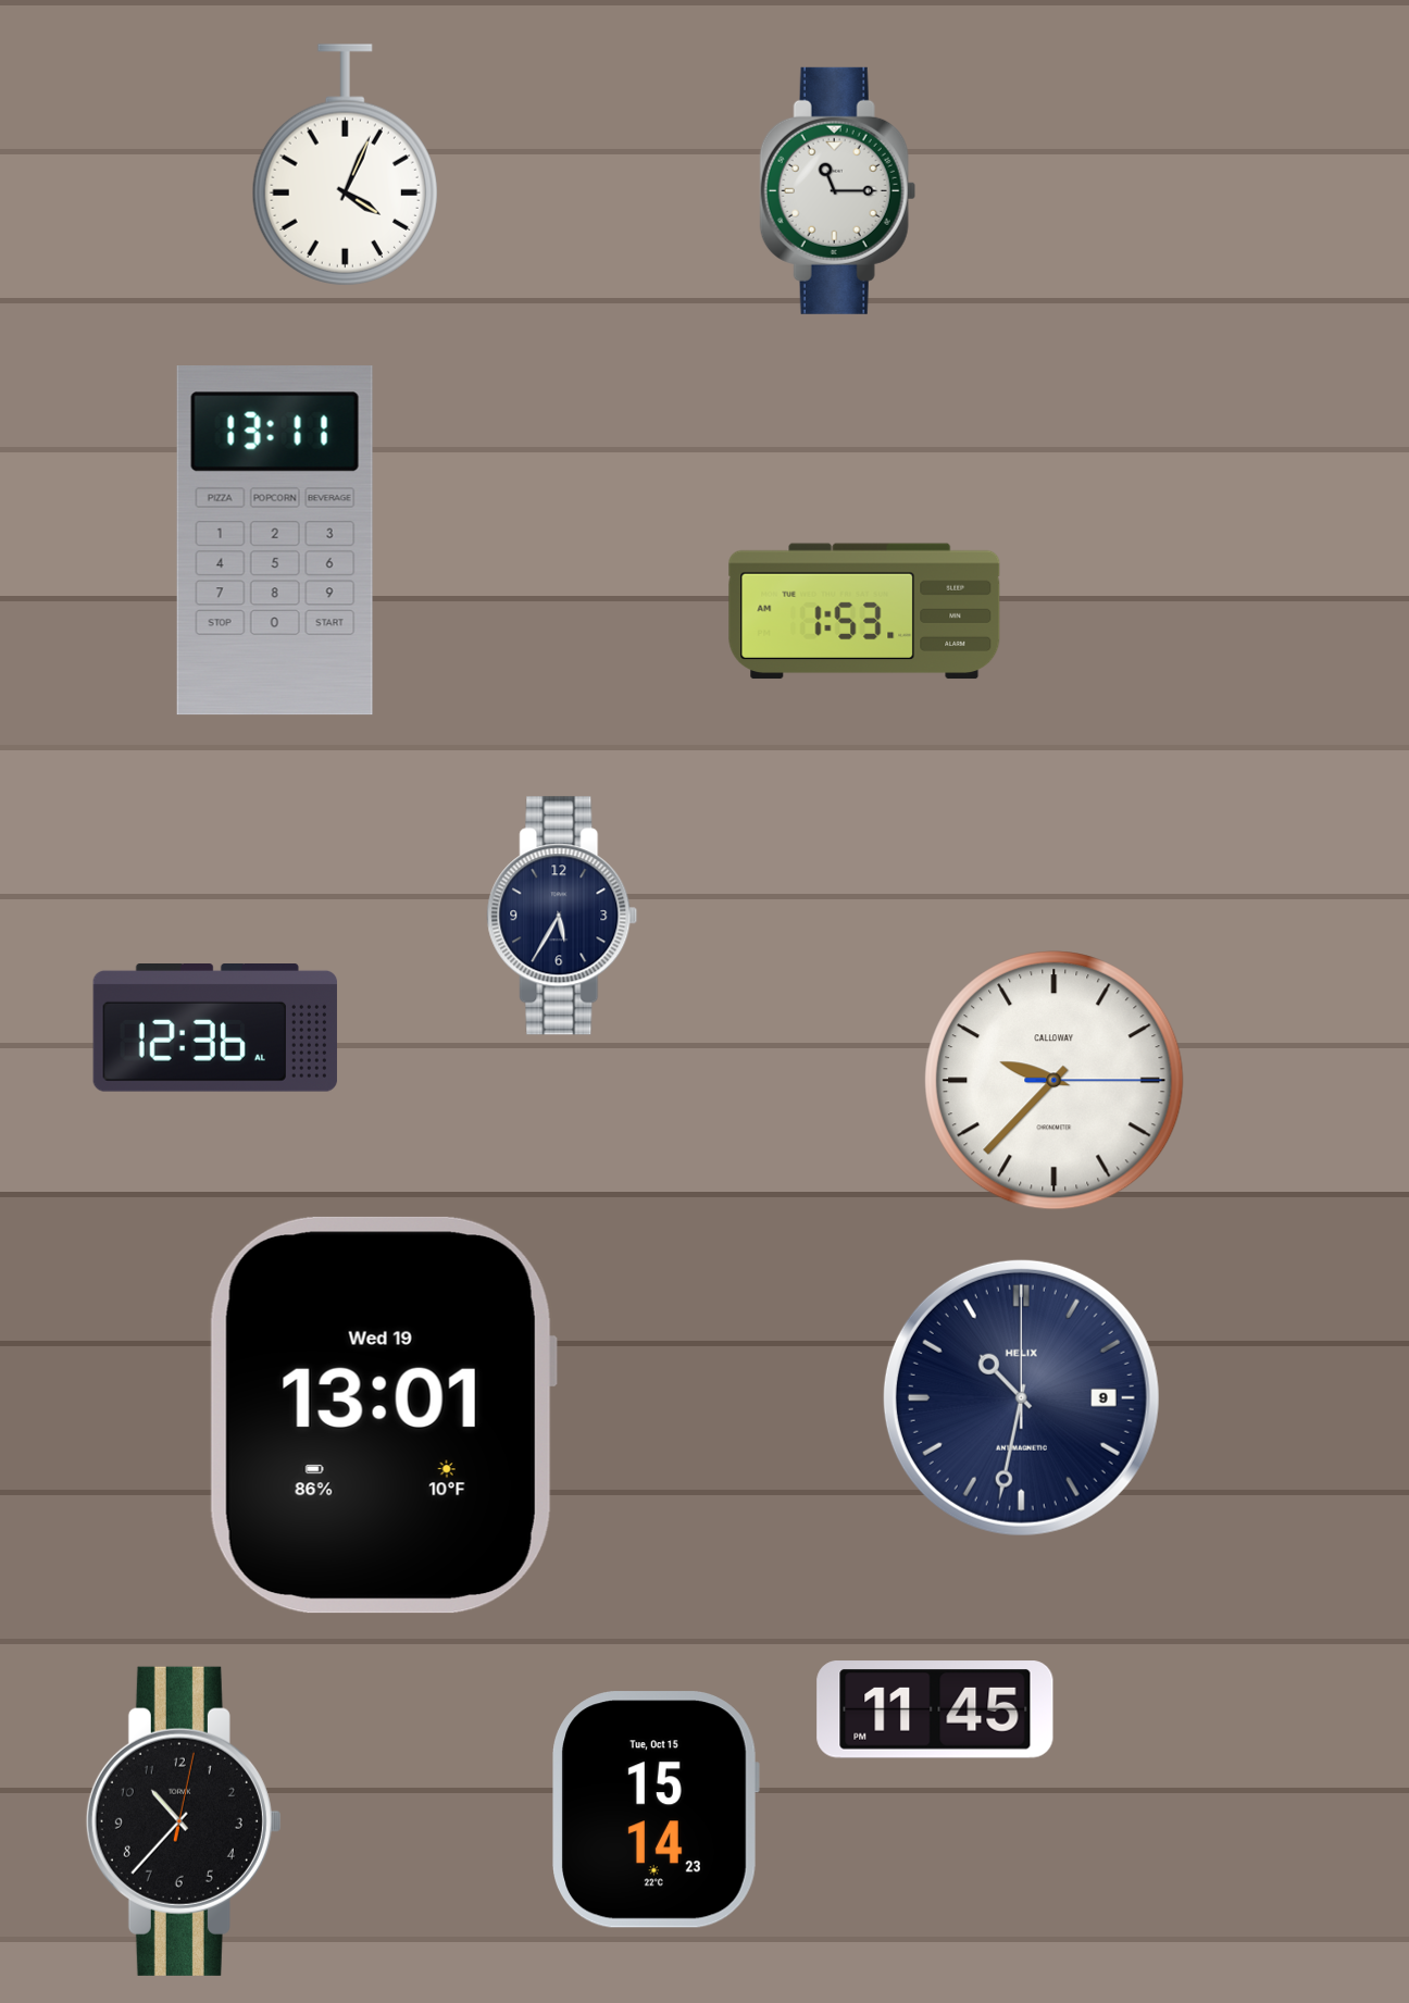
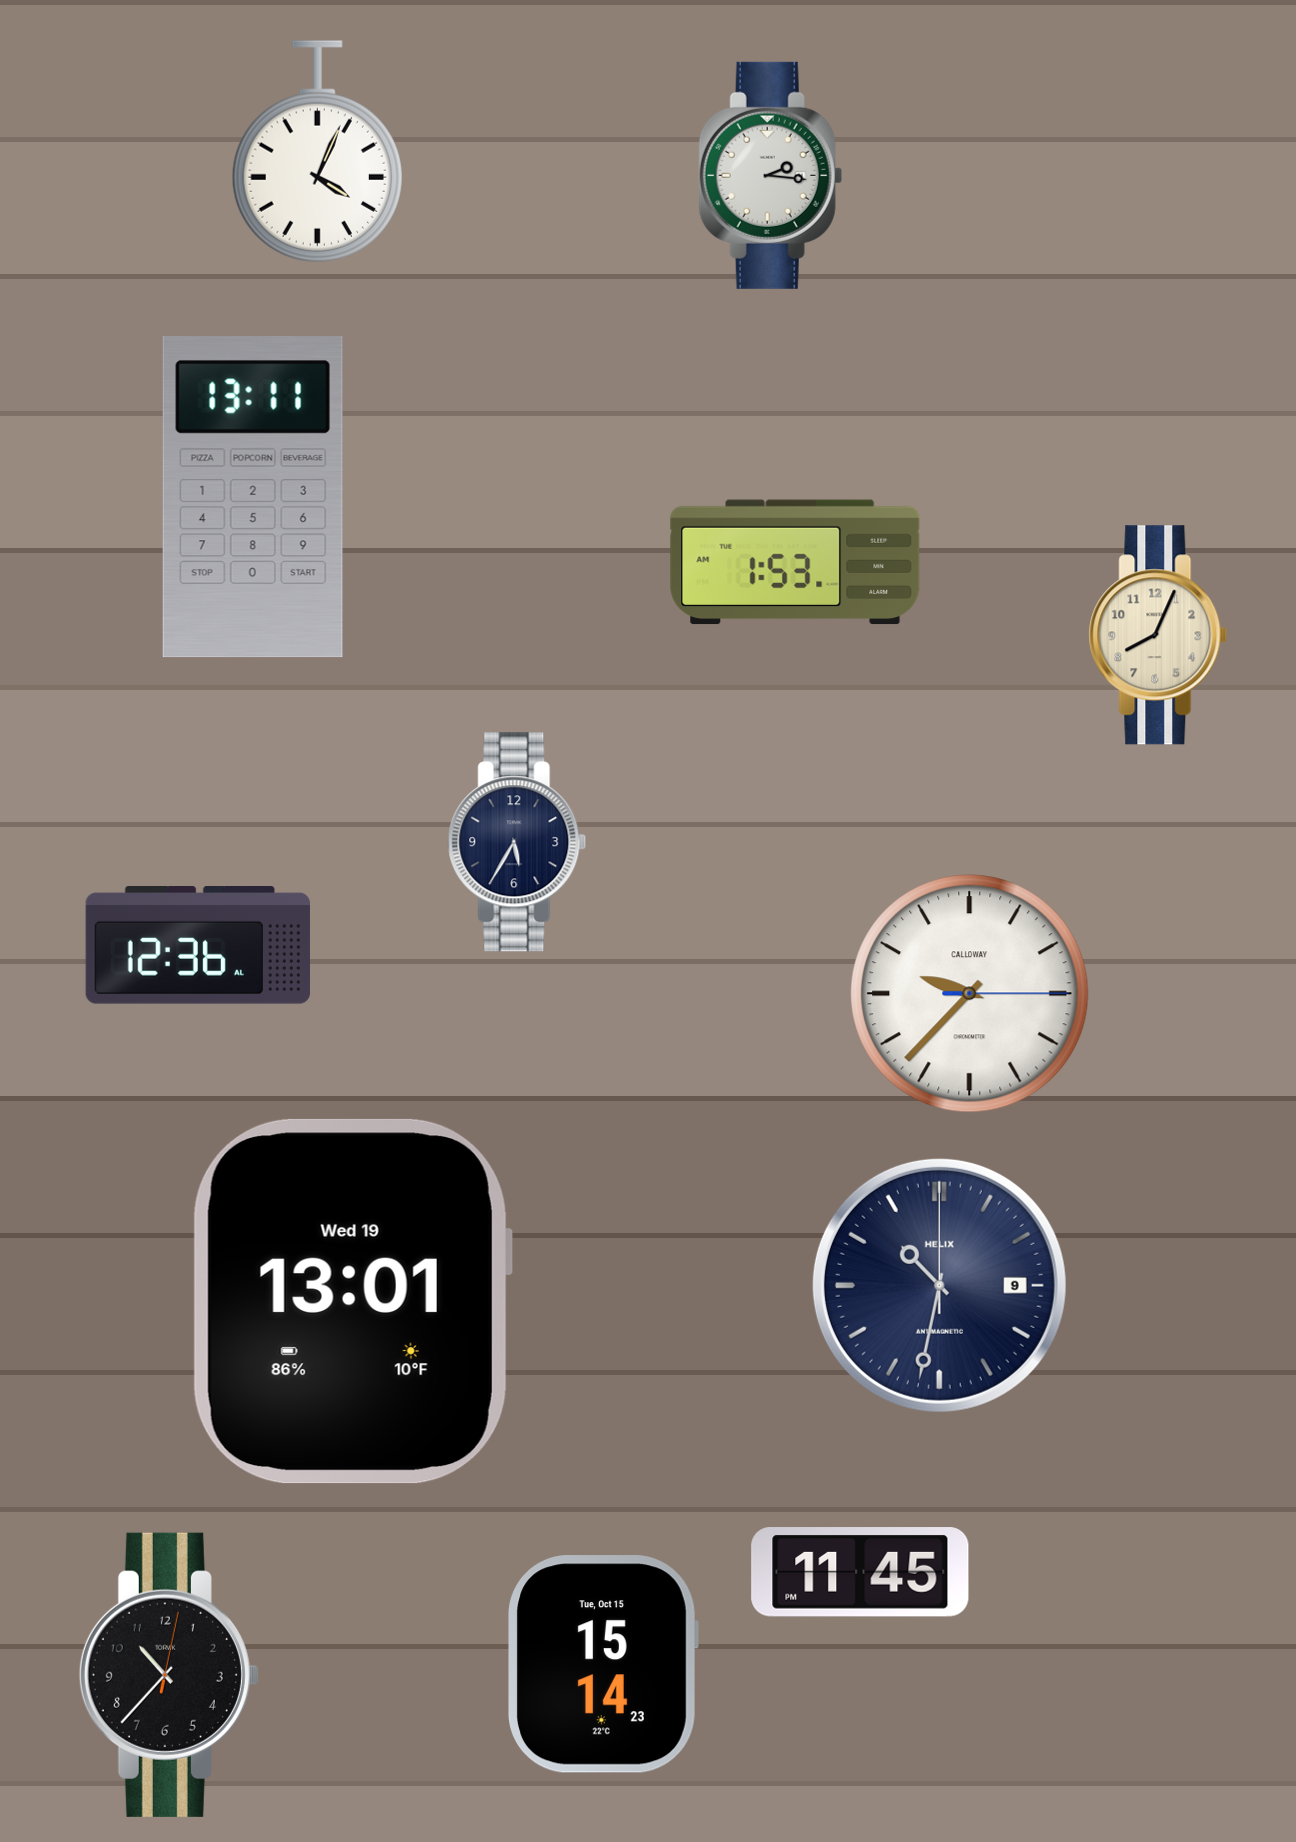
clock at (837, 190): 11:15 -> 2:16
clock at (1158, 635): none -> 8:04
